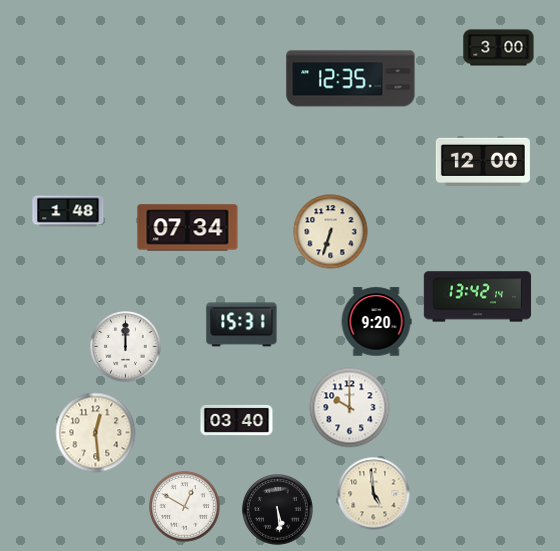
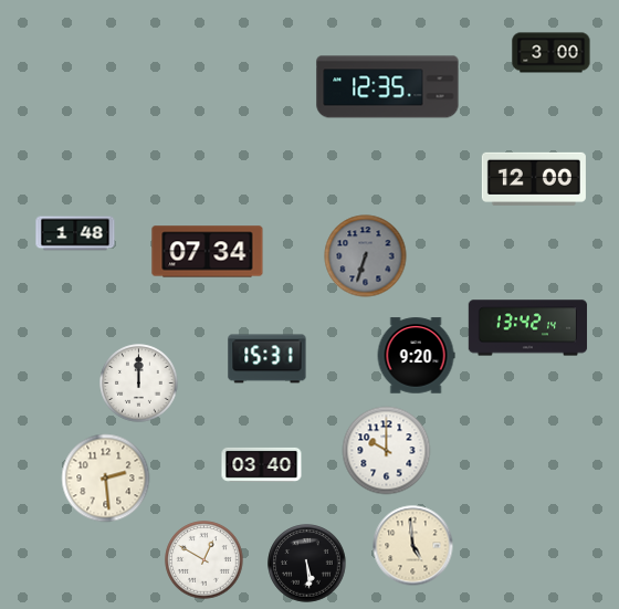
clock at (331, 232) dial: cream -> grey
clock at (96, 433): 12:29 -> 2:29
